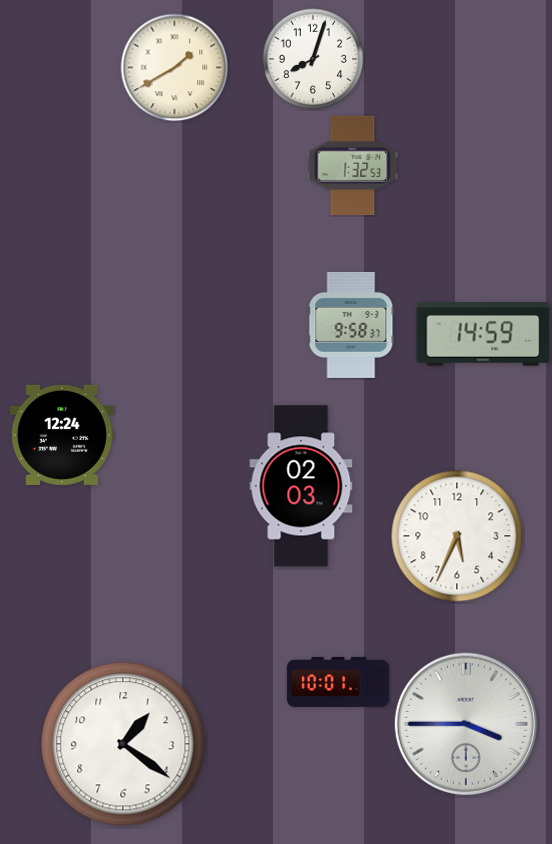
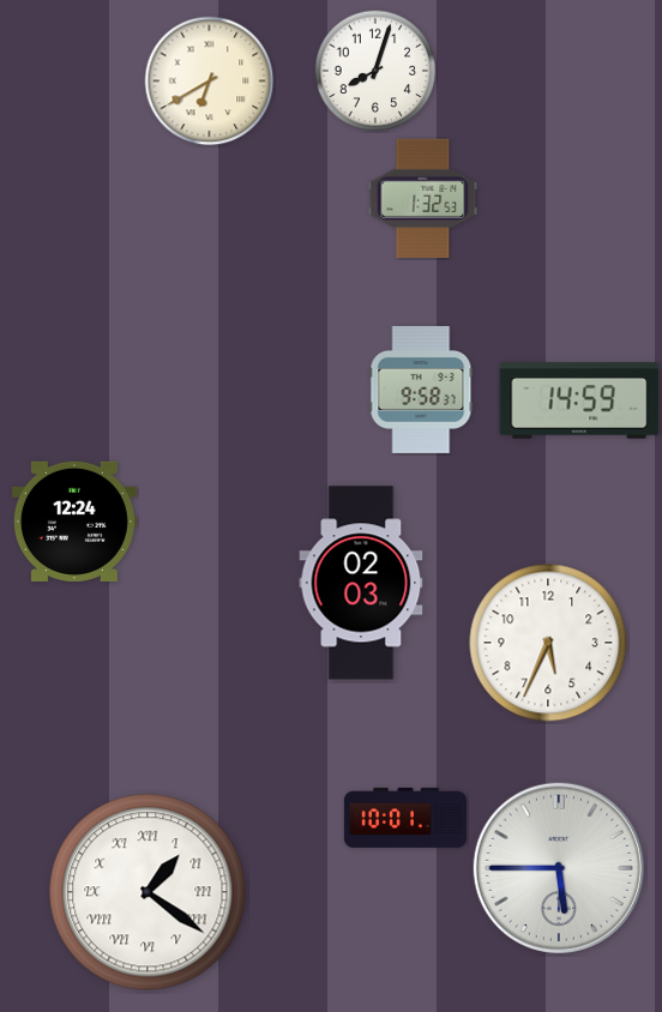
clock at (175, 68): 1:40 -> 6:40
clock at (466, 724): 3:45 -> 5:45
clock at (123, 744) numerals: Arabic -> Roman
